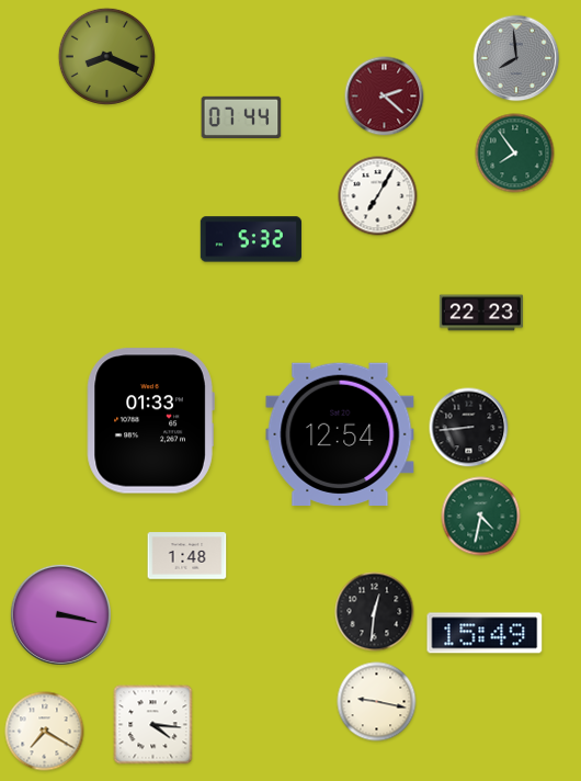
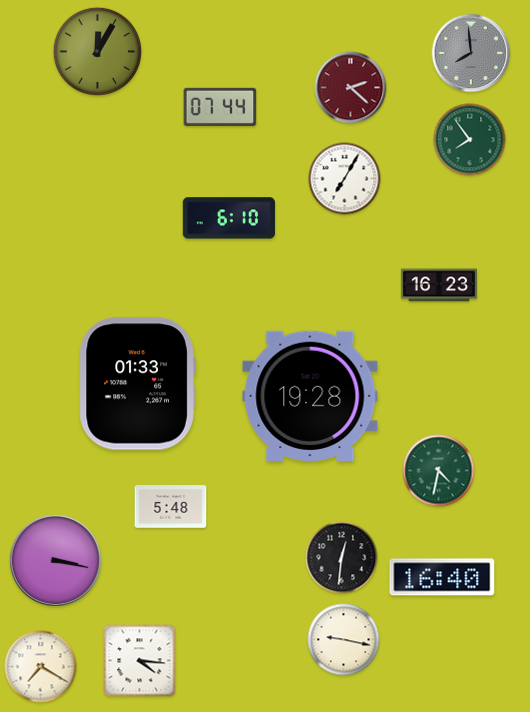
clock at (106, 56): 8:19 -> 12:05
clock at (251, 239): 5:32 -> 6:10
clock at (481, 313): 22:23 -> 16:23
clock at (469, 428): 8:44 -> none
clock at (340, 433): 12:54 -> 19:28
clock at (187, 556): 1:48 -> 5:48
clock at (485, 633): 15:49 -> 16:40
